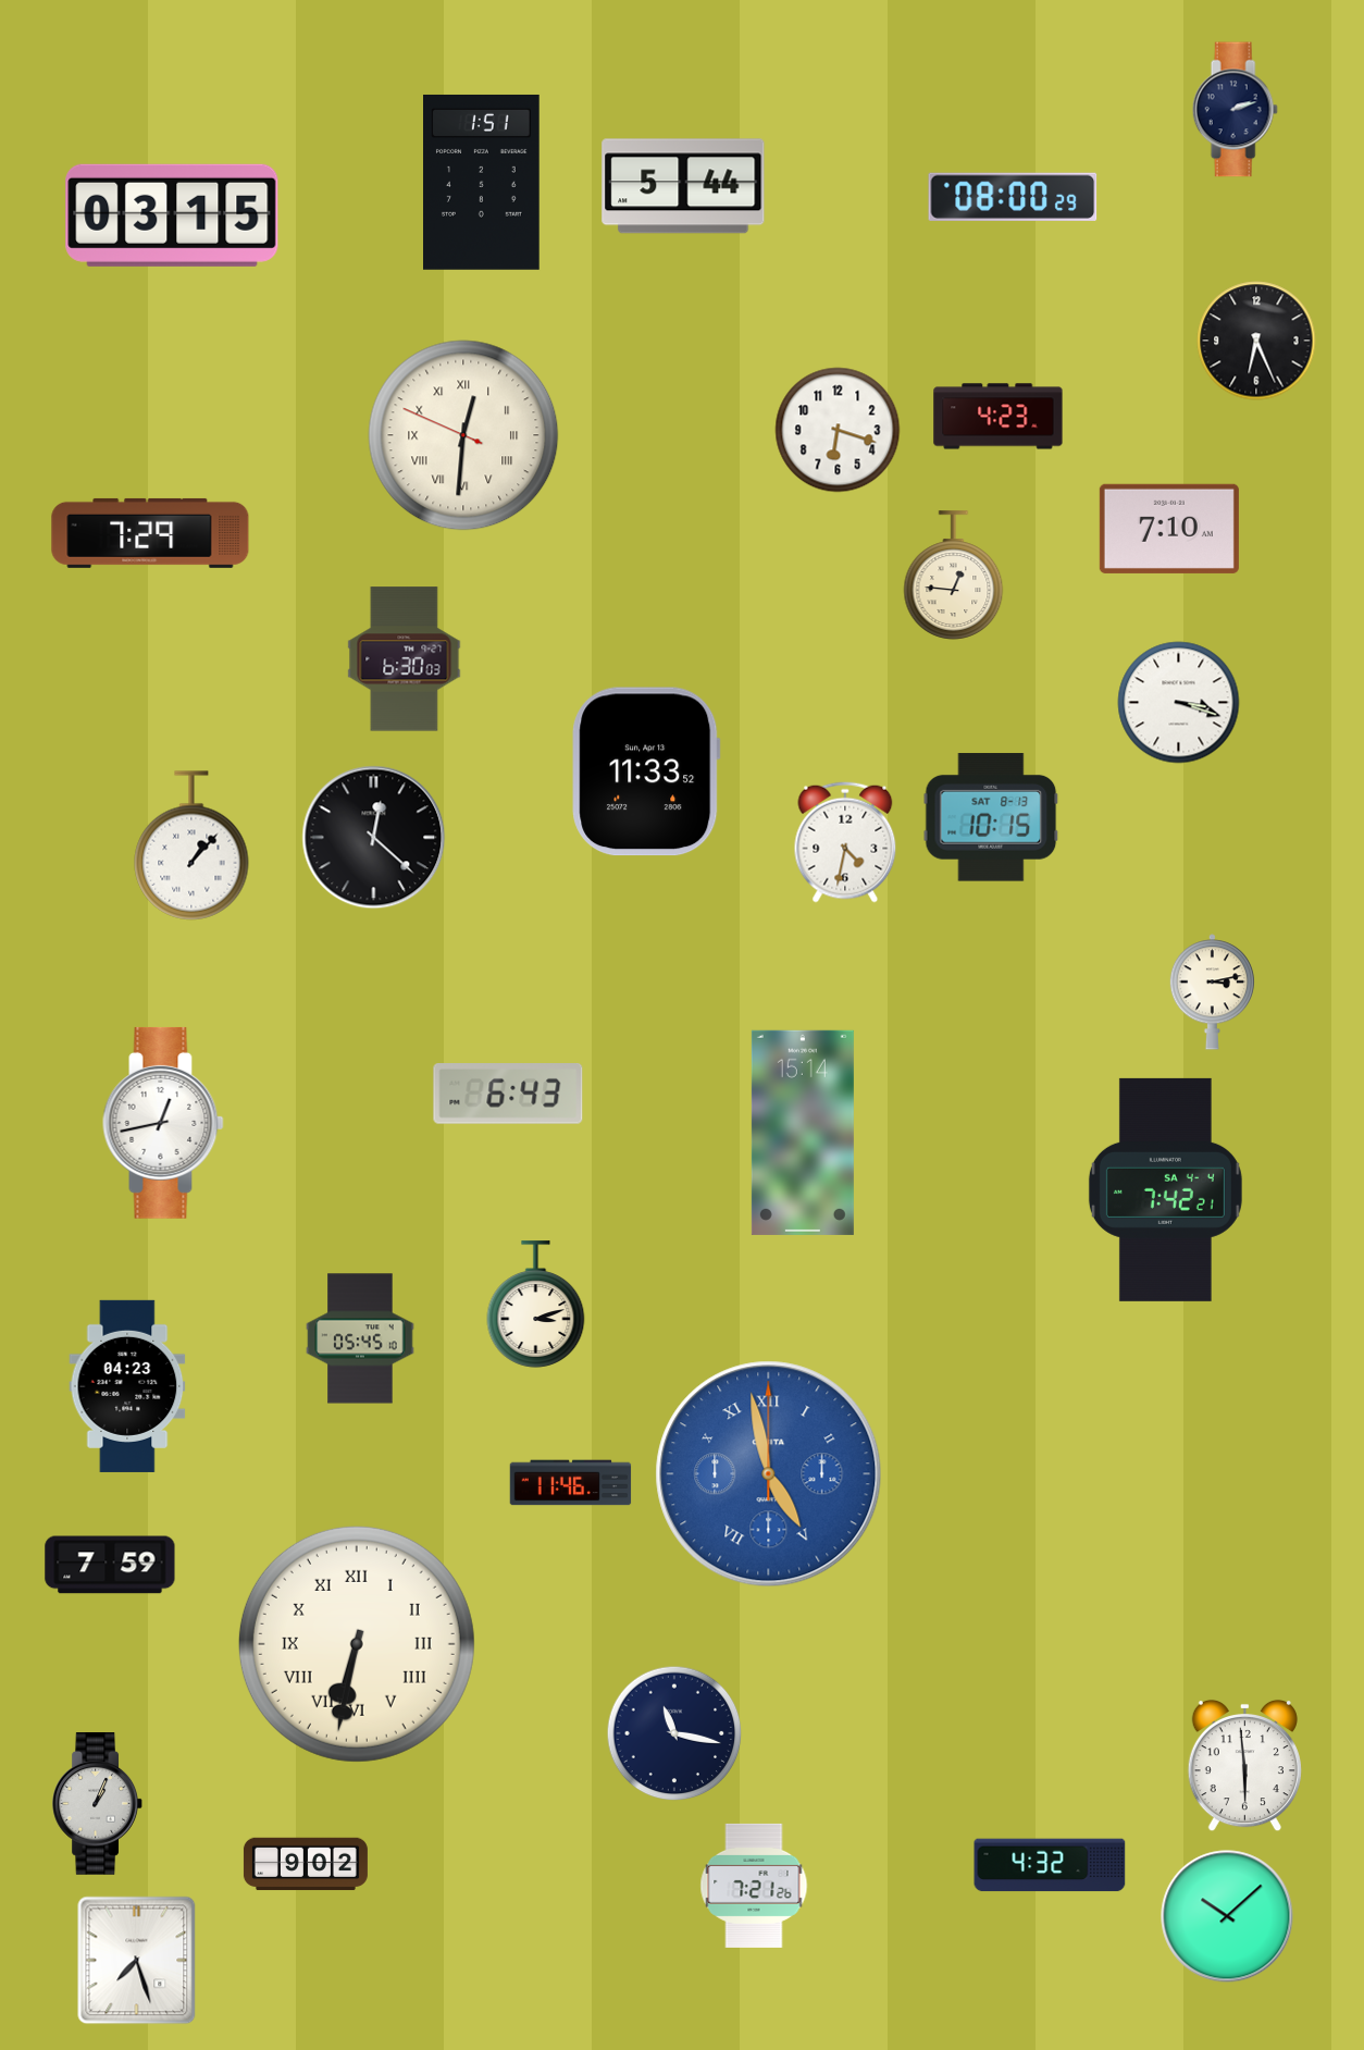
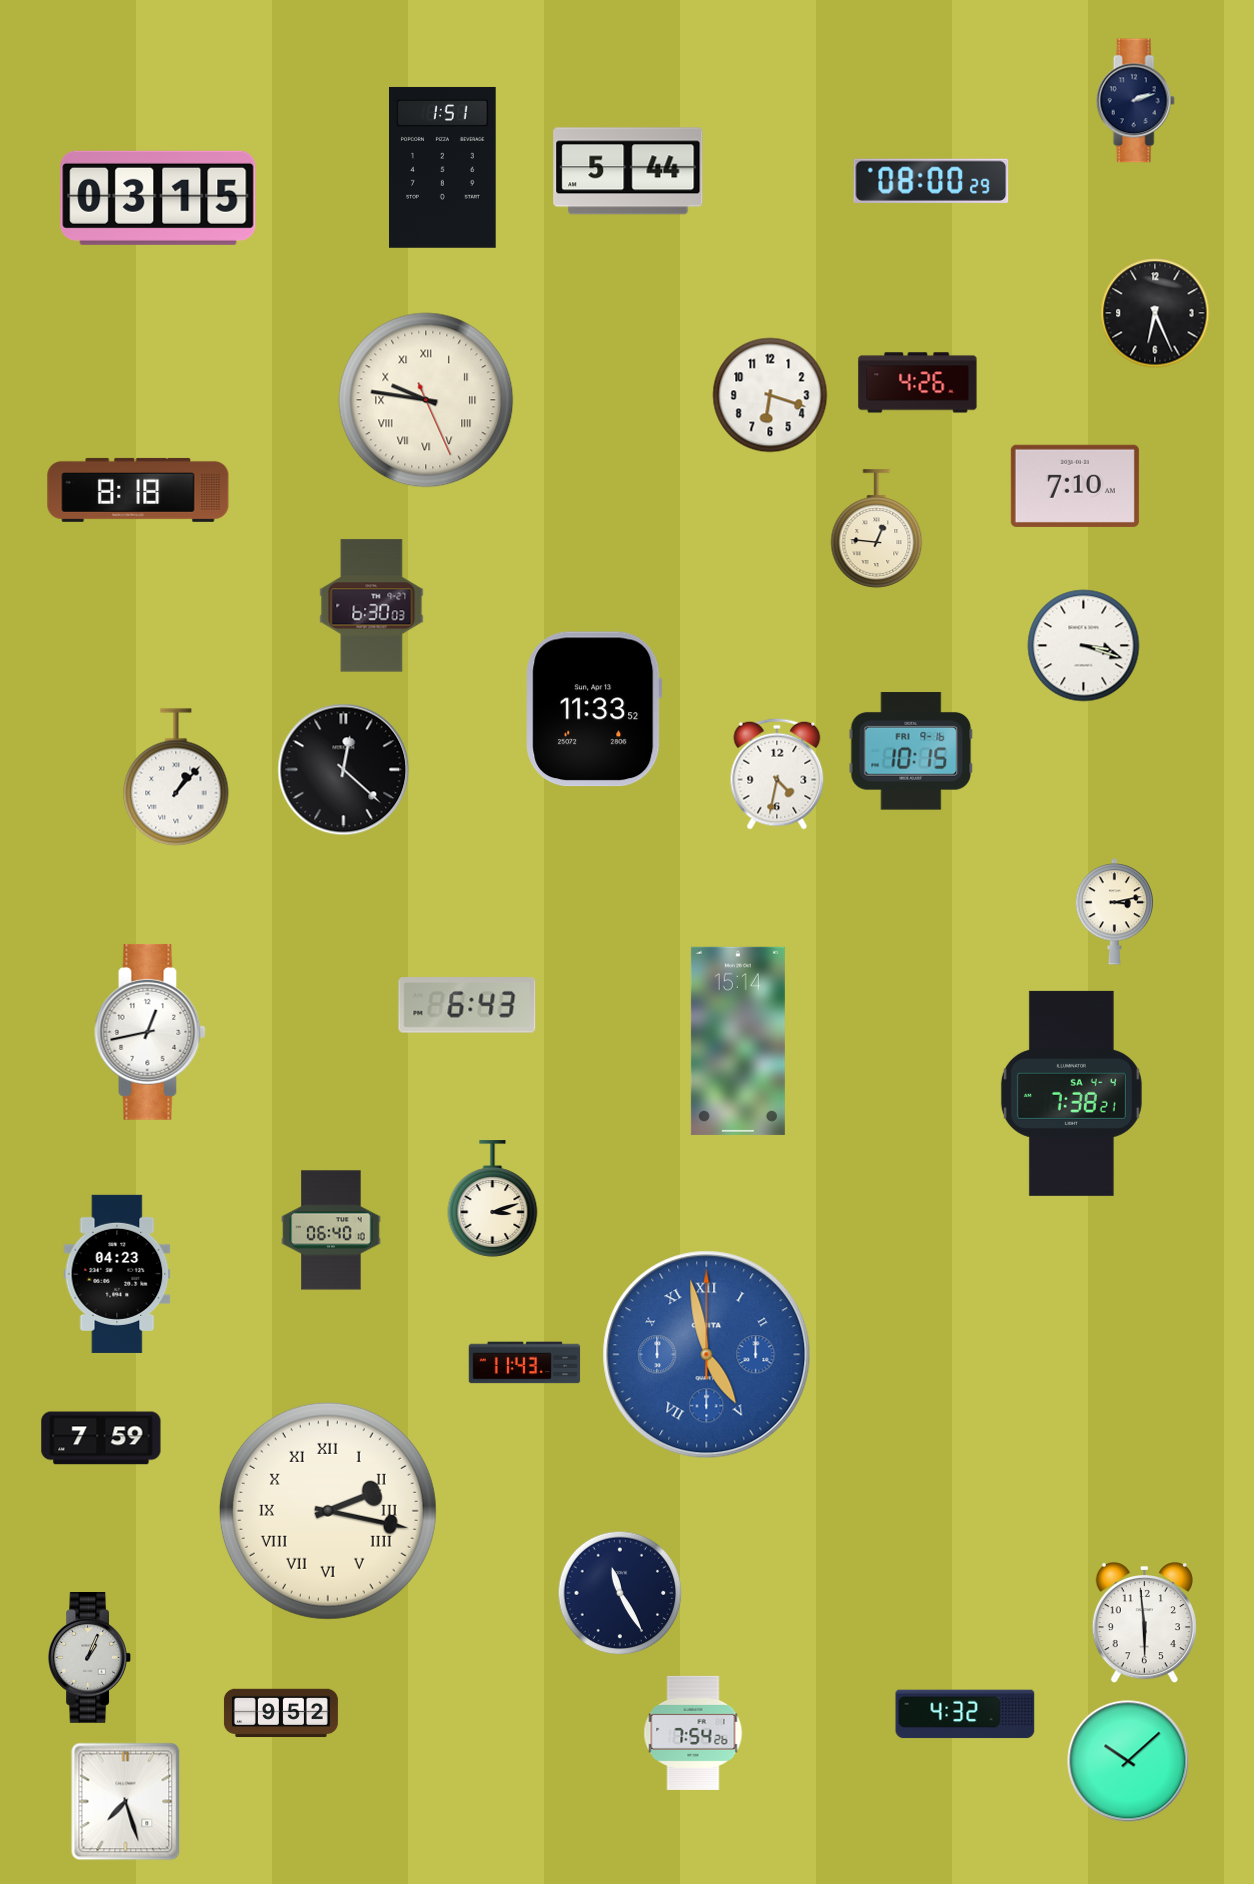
clock at (999, 417): 4:23 -> 4:26
clock at (463, 435): 12:30 -> 9:46
clock at (150, 533): 7:29 -> 8:18
clock at (991, 817) date: SAT 8-13 -> FRI 9-16
clock at (1165, 1189): 7:42 -> 7:38
clock at (360, 1338): 05:45 -> 06:40
clock at (571, 1483): 11:46 -> 11:43
clock at (357, 1644): 6:32 -> 2:17
clock at (674, 1733): 11:17 -> 11:25
clock at (306, 1864): 9:02 -> 9:52
clock at (754, 1886): 7:21 -> 7:54
